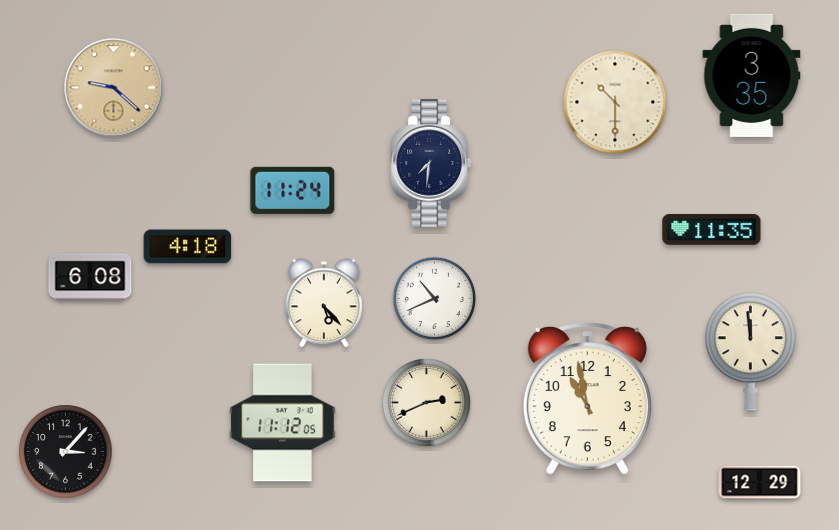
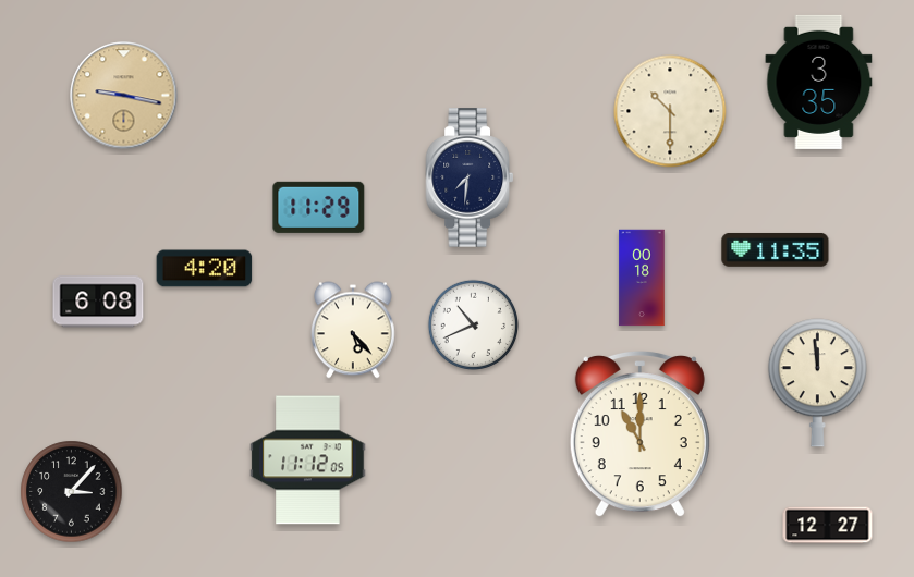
clock at (114, 88): 9:22 -> 9:17
clock at (293, 190): 11:24 -> 11:29
clock at (188, 247): 4:18 -> 4:20
clock at (642, 278): none -> 00:18
clock at (587, 399): 10:58 -> 11:00
clock at (426, 402): 2:41 -> none
clock at (760, 483): 12:29 -> 12:27
